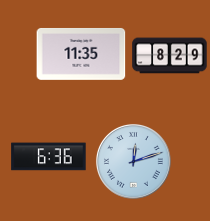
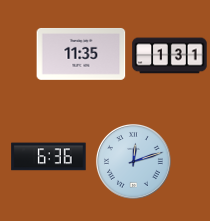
clock at (170, 56): 8:29 -> 1:31
